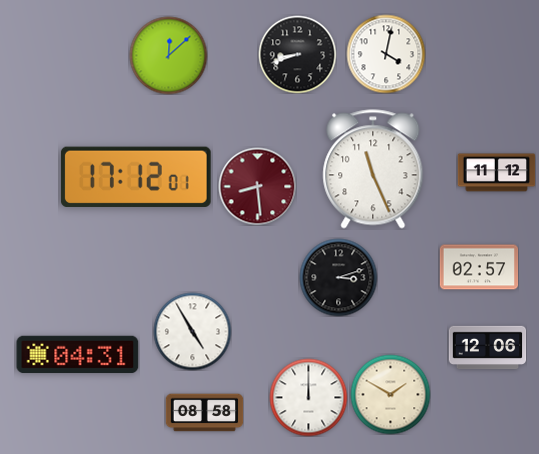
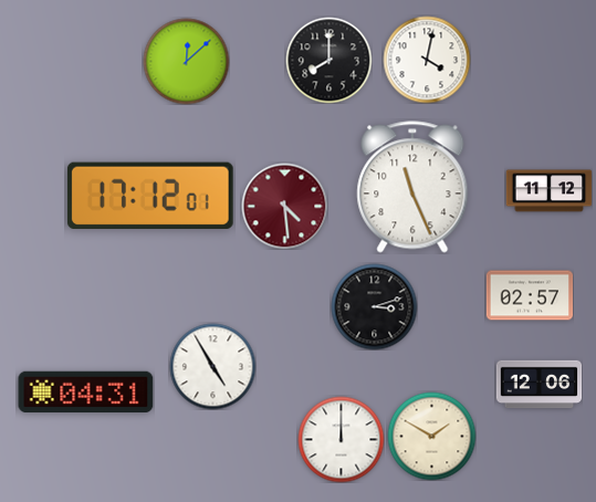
clock at (297, 54): 8:42 -> 8:00
clock at (257, 186): 8:29 -> 4:29
clock at (204, 413): 08:58 -> none
